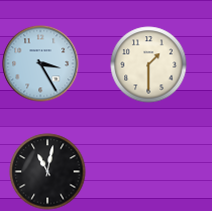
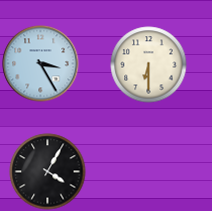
clock at (149, 65): 1:30 -> 6:30
clock at (48, 172): 11:02 -> 4:05
